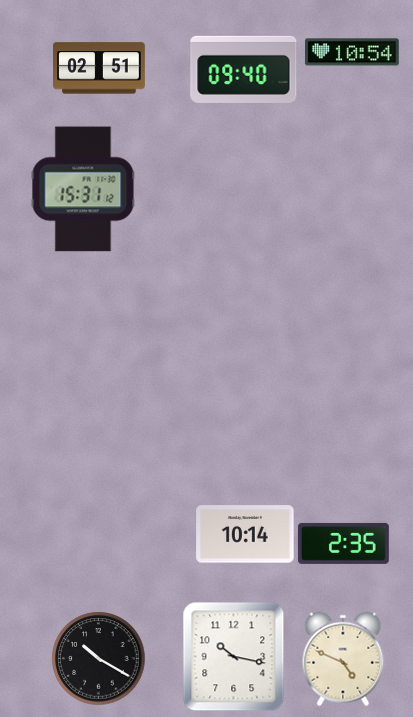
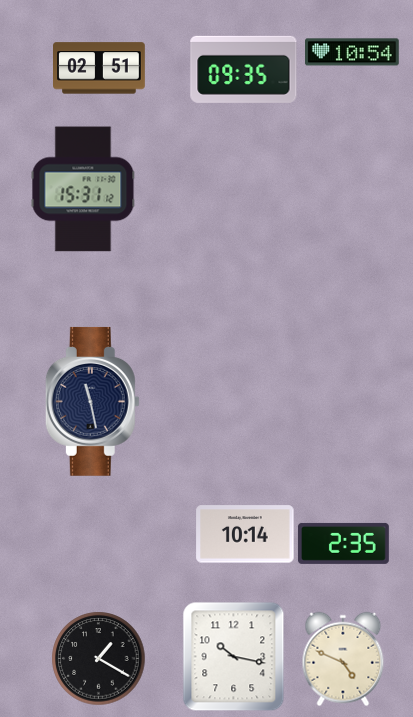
clock at (244, 69): 09:40 -> 09:35
clock at (92, 401): none -> 11:28
clock at (98, 658): 10:20 -> 1:20
